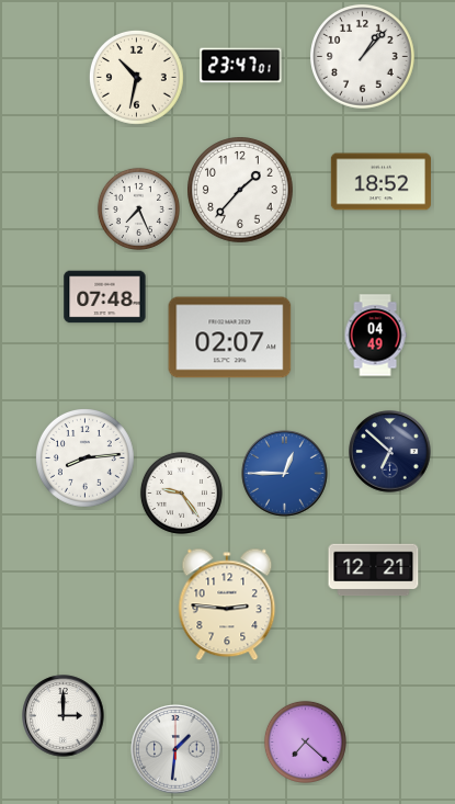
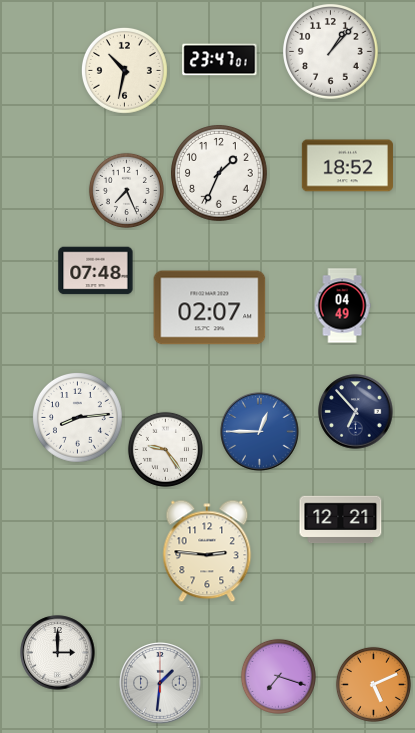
clock at (240, 190): 1:37 -> 1:34
clock at (390, 452): 6:52 -> 6:53
clock at (305, 741): 7:22 -> 7:18
clock at (373, 684): none -> 5:11
